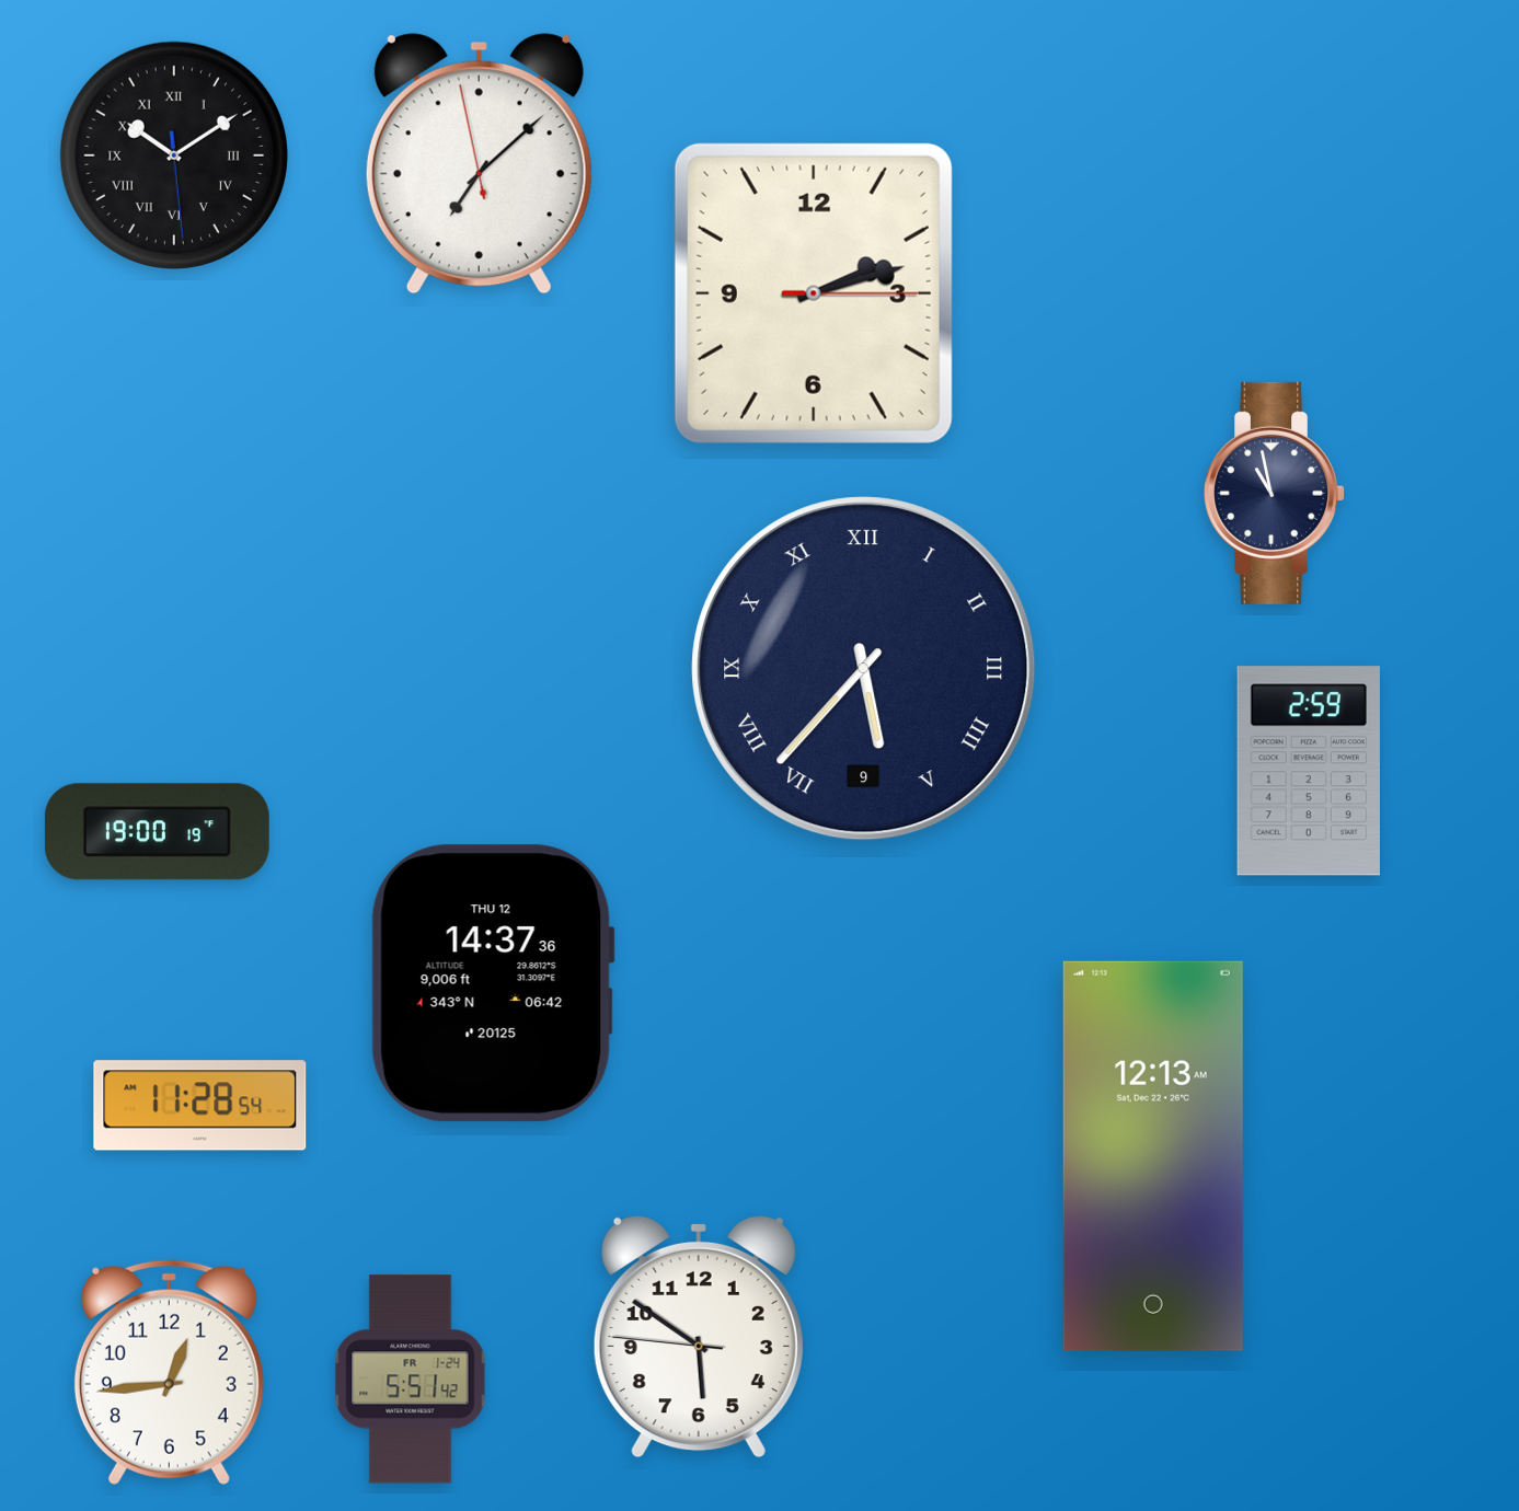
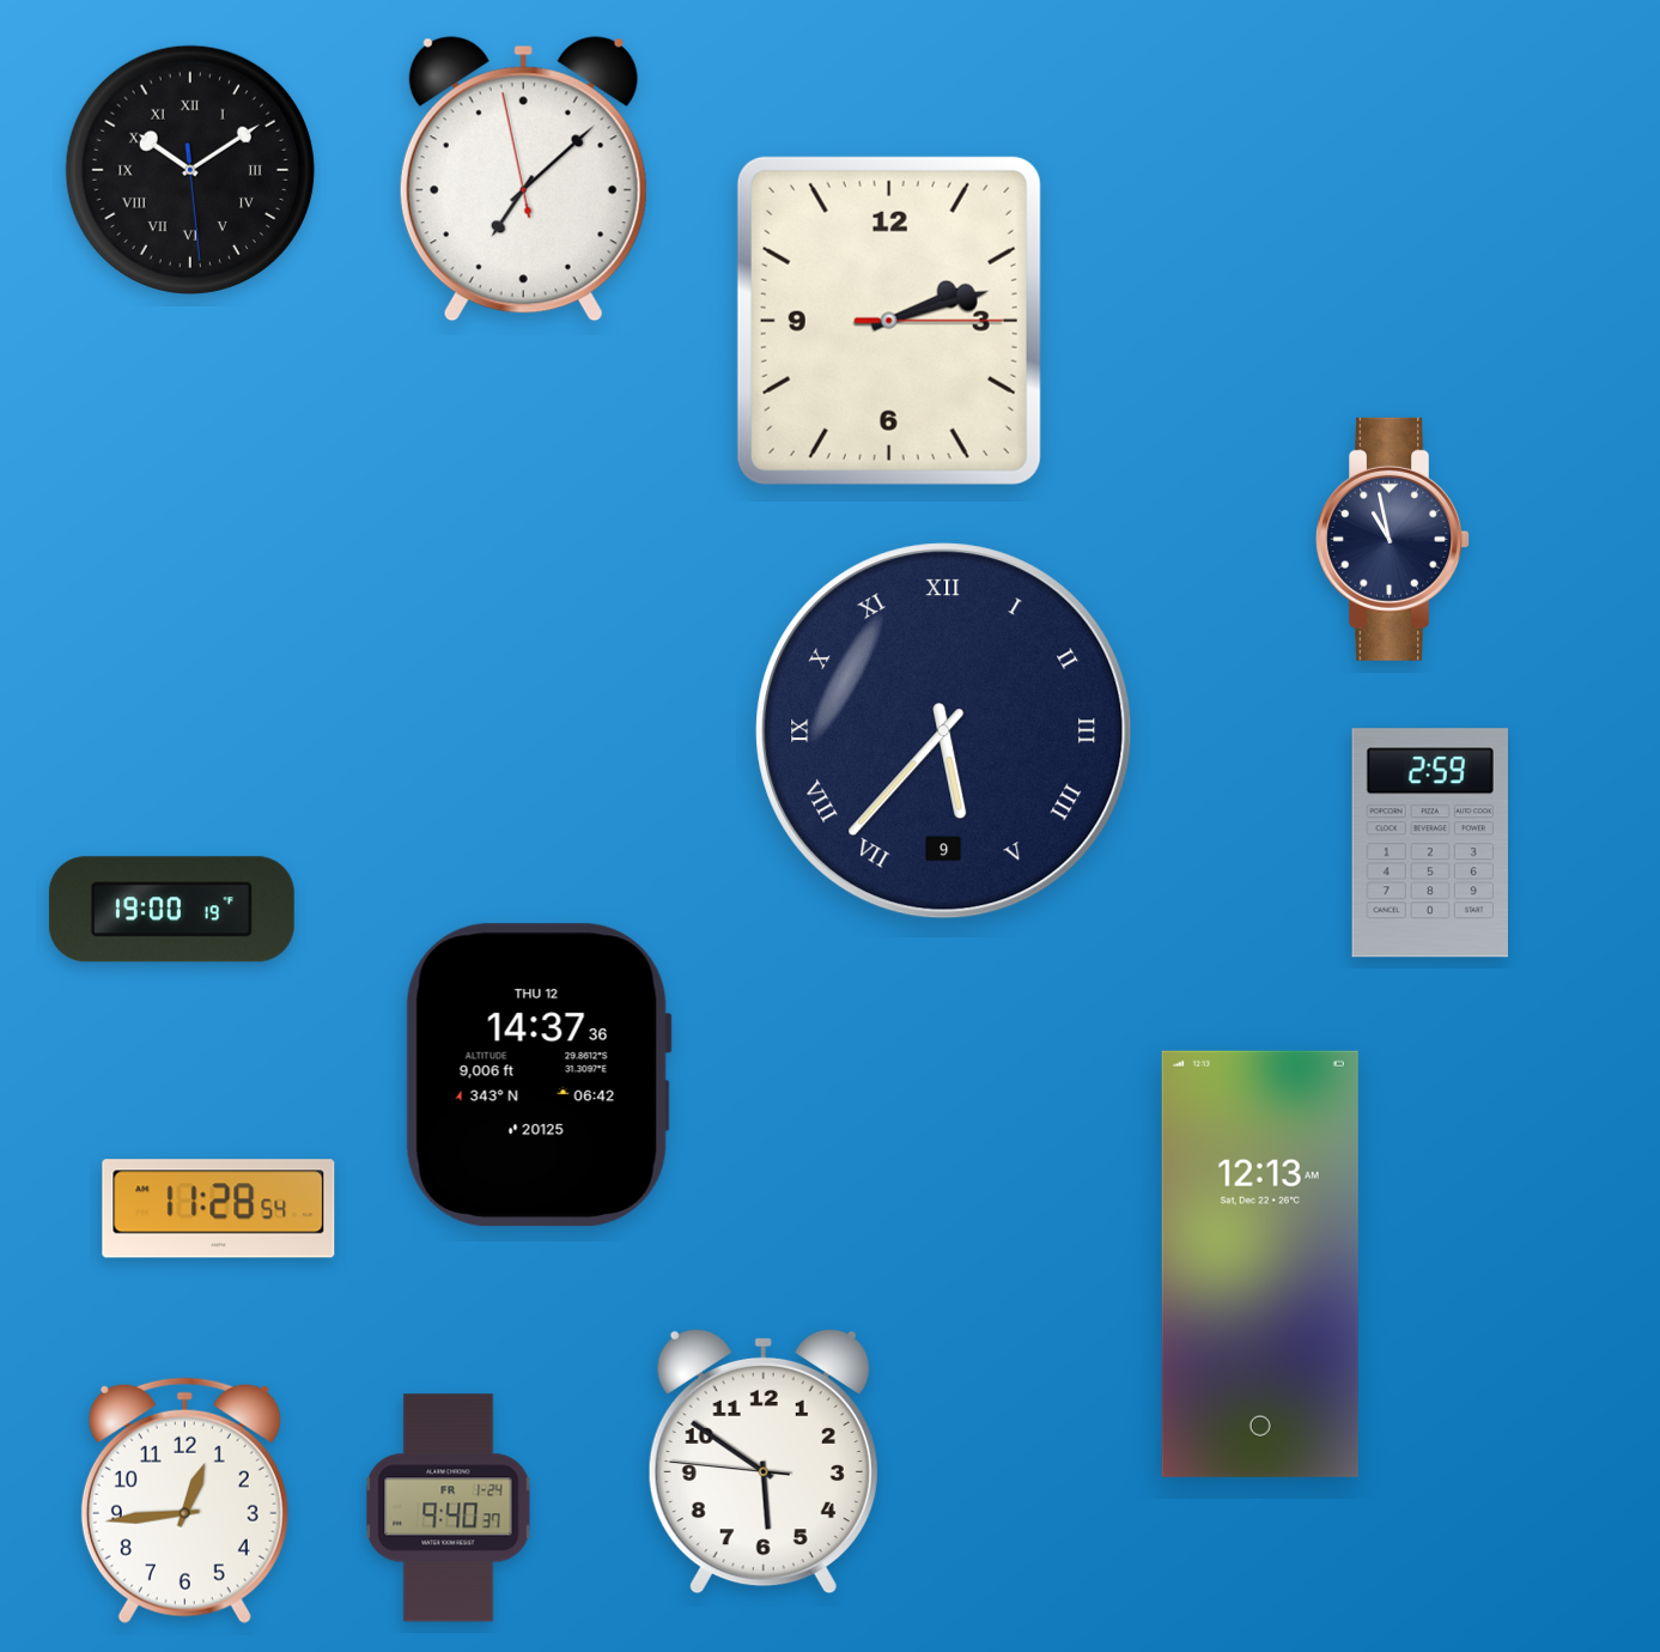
clock at (411, 1380): 5:51 -> 9:40
